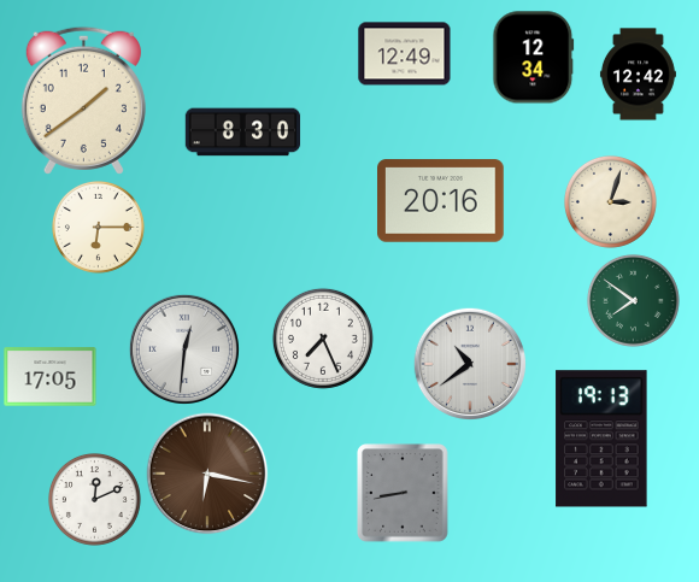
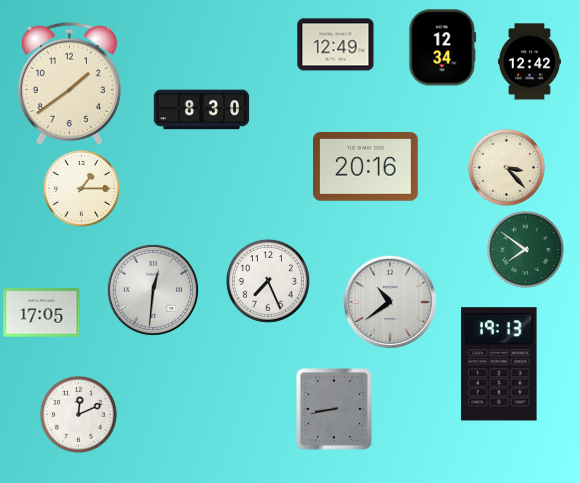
clock at (610, 201): 3:03 -> 3:23
clock at (98, 227): 6:15 -> 1:15
clock at (207, 474): 6:17 -> none
